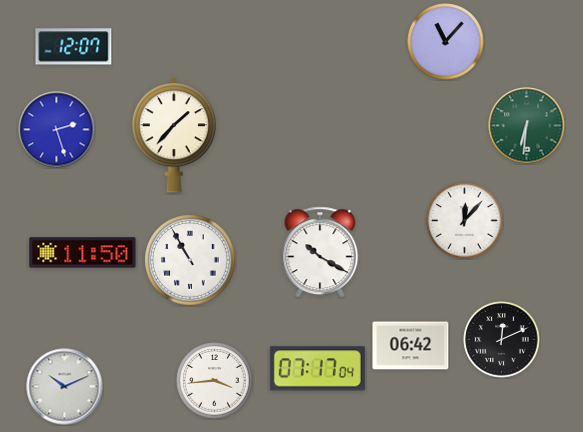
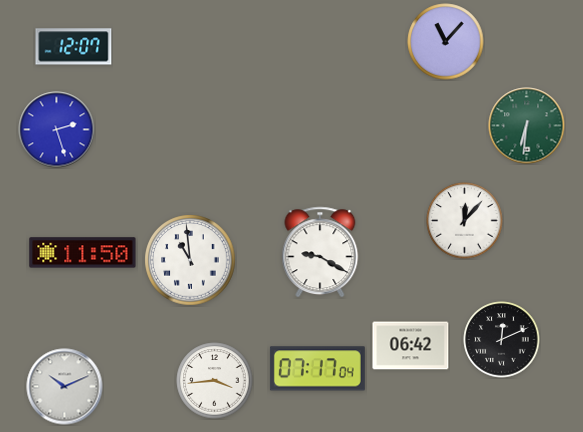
clock at (174, 135): 1:37 -> none
clock at (320, 252): 10:20 -> 9:20
clock at (190, 260): 10:55 -> 10:59
